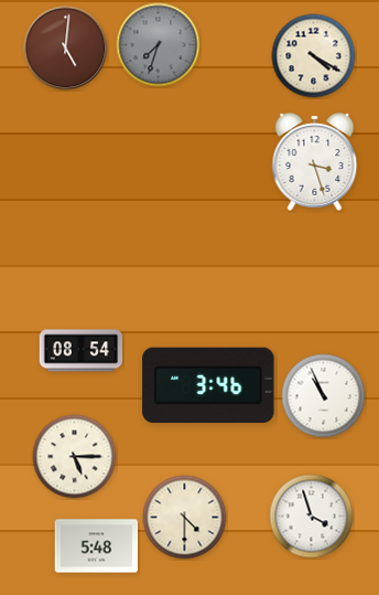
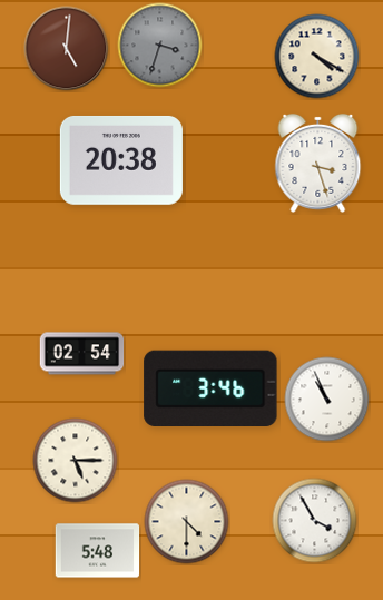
clock at (159, 45): 7:33 -> 3:33
clock at (121, 160): none -> 20:38
clock at (82, 351): 08:54 -> 02:54
clock at (312, 517): 3:57 -> 3:55
